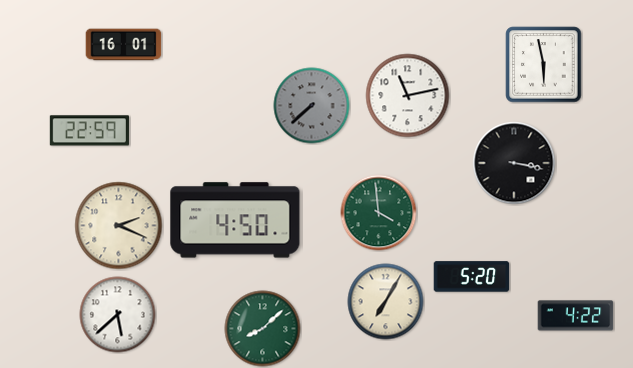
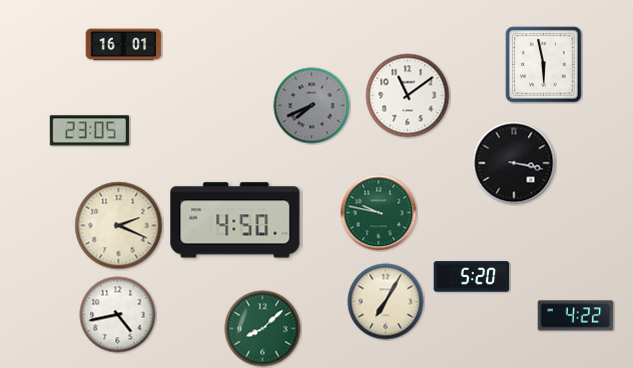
clock at (408, 96): 11:13 -> 11:09
clock at (312, 106): 7:38 -> 7:41
clock at (89, 131): 22:59 -> 23:05
clock at (379, 213): 3:59 -> 9:47
clock at (118, 315): 5:38 -> 4:43
